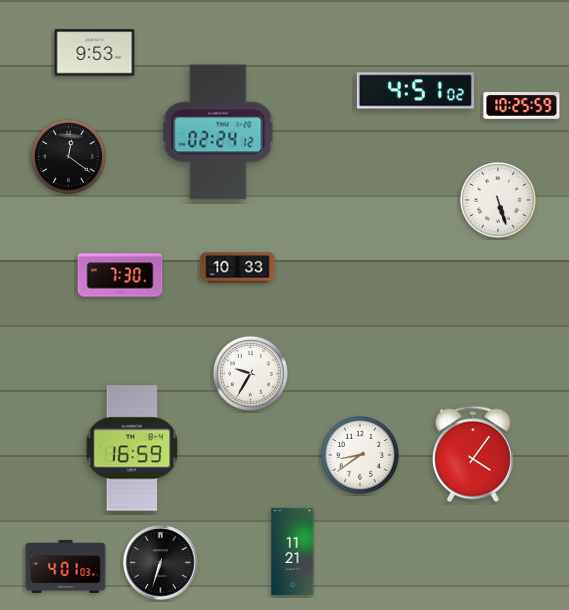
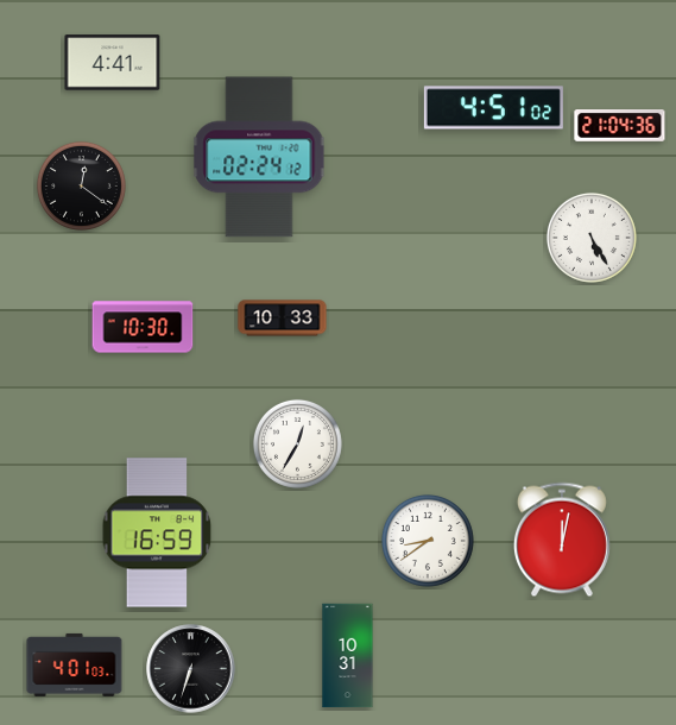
clock at (95, 53): 9:53 -> 4:41
clock at (522, 106): 10:25 -> 21:04
clock at (498, 200): 5:27 -> 5:25
clock at (120, 275): 7:30 -> 10:30
clock at (250, 373): 9:35 -> 12:35
clock at (473, 454): 4:06 -> 12:02
clock at (293, 552): 11:21 -> 10:31
clock at (66, 566) position: (66, 566) -> (75, 664)
